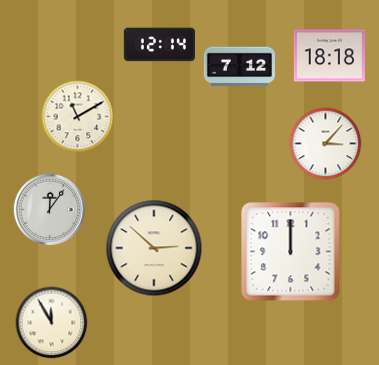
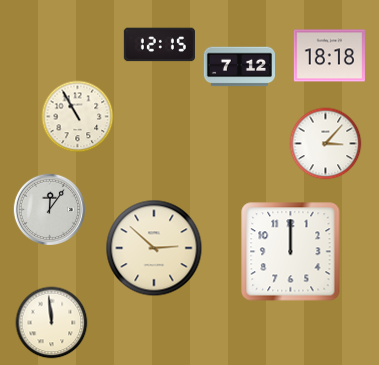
clock at (159, 45): 12:14 -> 12:15
clock at (78, 117): 11:10 -> 10:55
clock at (52, 323): 11:55 -> 11:59
